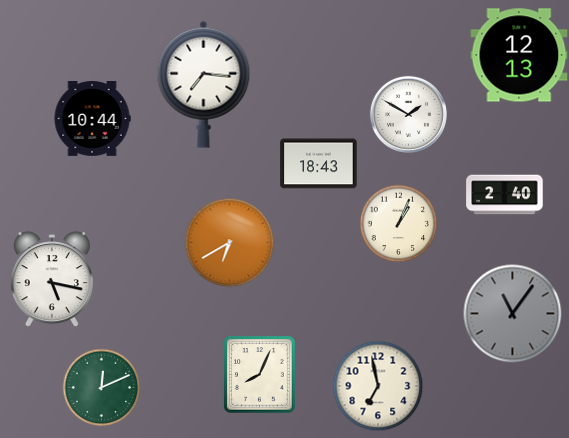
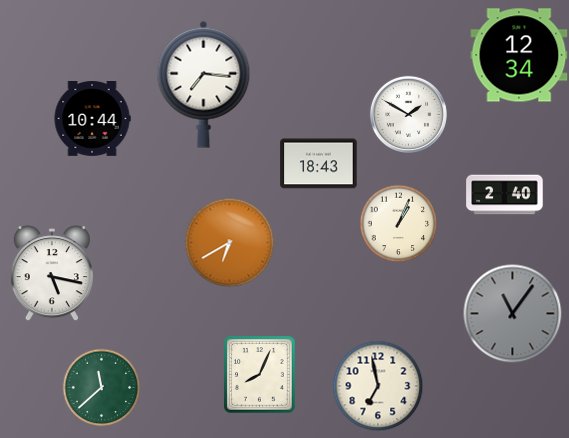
clock at (519, 55): 12:13 -> 12:34
clock at (52, 279) position: (52, 279) -> (52, 273)
clock at (101, 387): 12:11 -> 11:38
